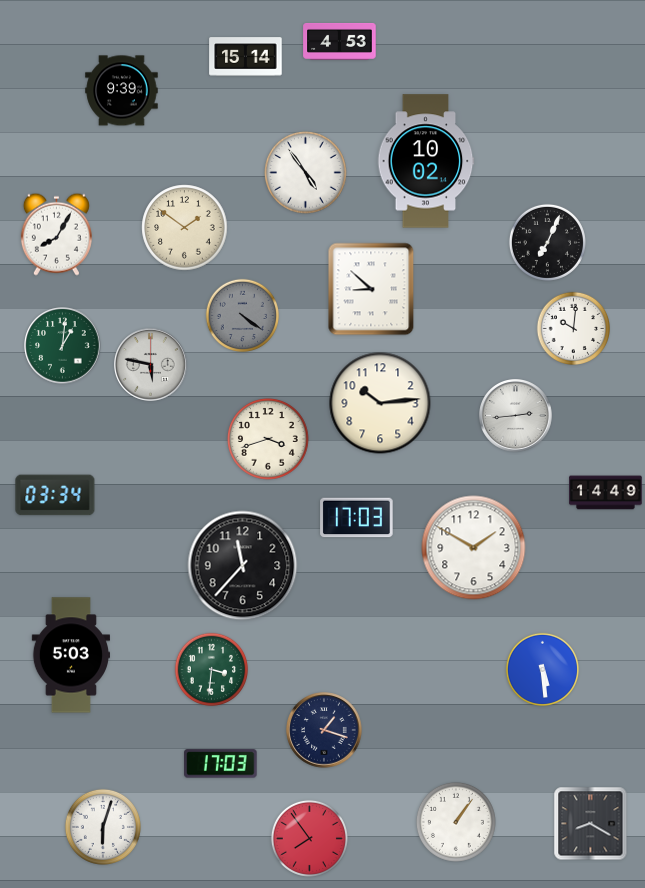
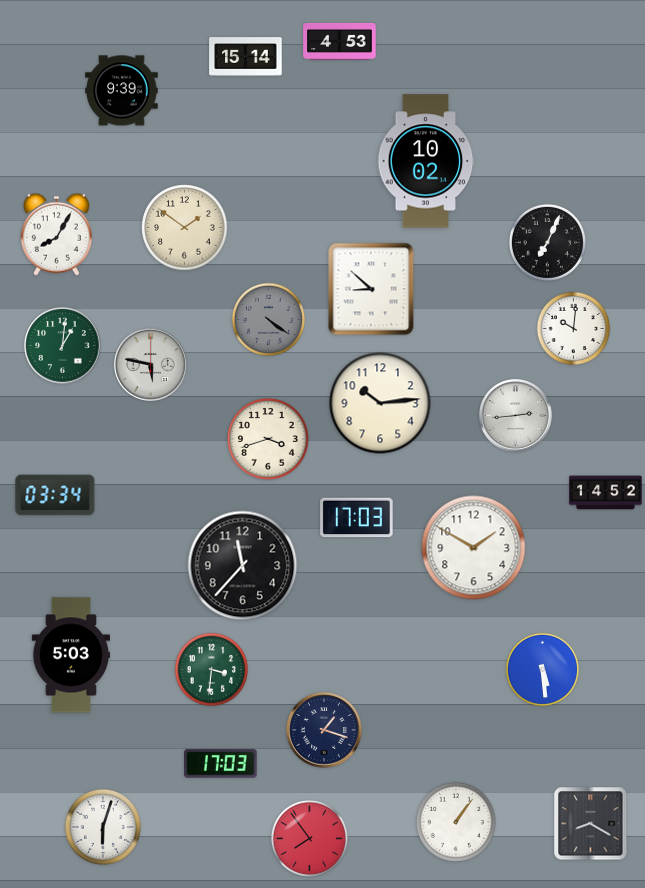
clock at (306, 173): 4:54 -> none
clock at (242, 315) position: (242, 315) -> (268, 319)
clock at (606, 493): 14:49 -> 14:52
